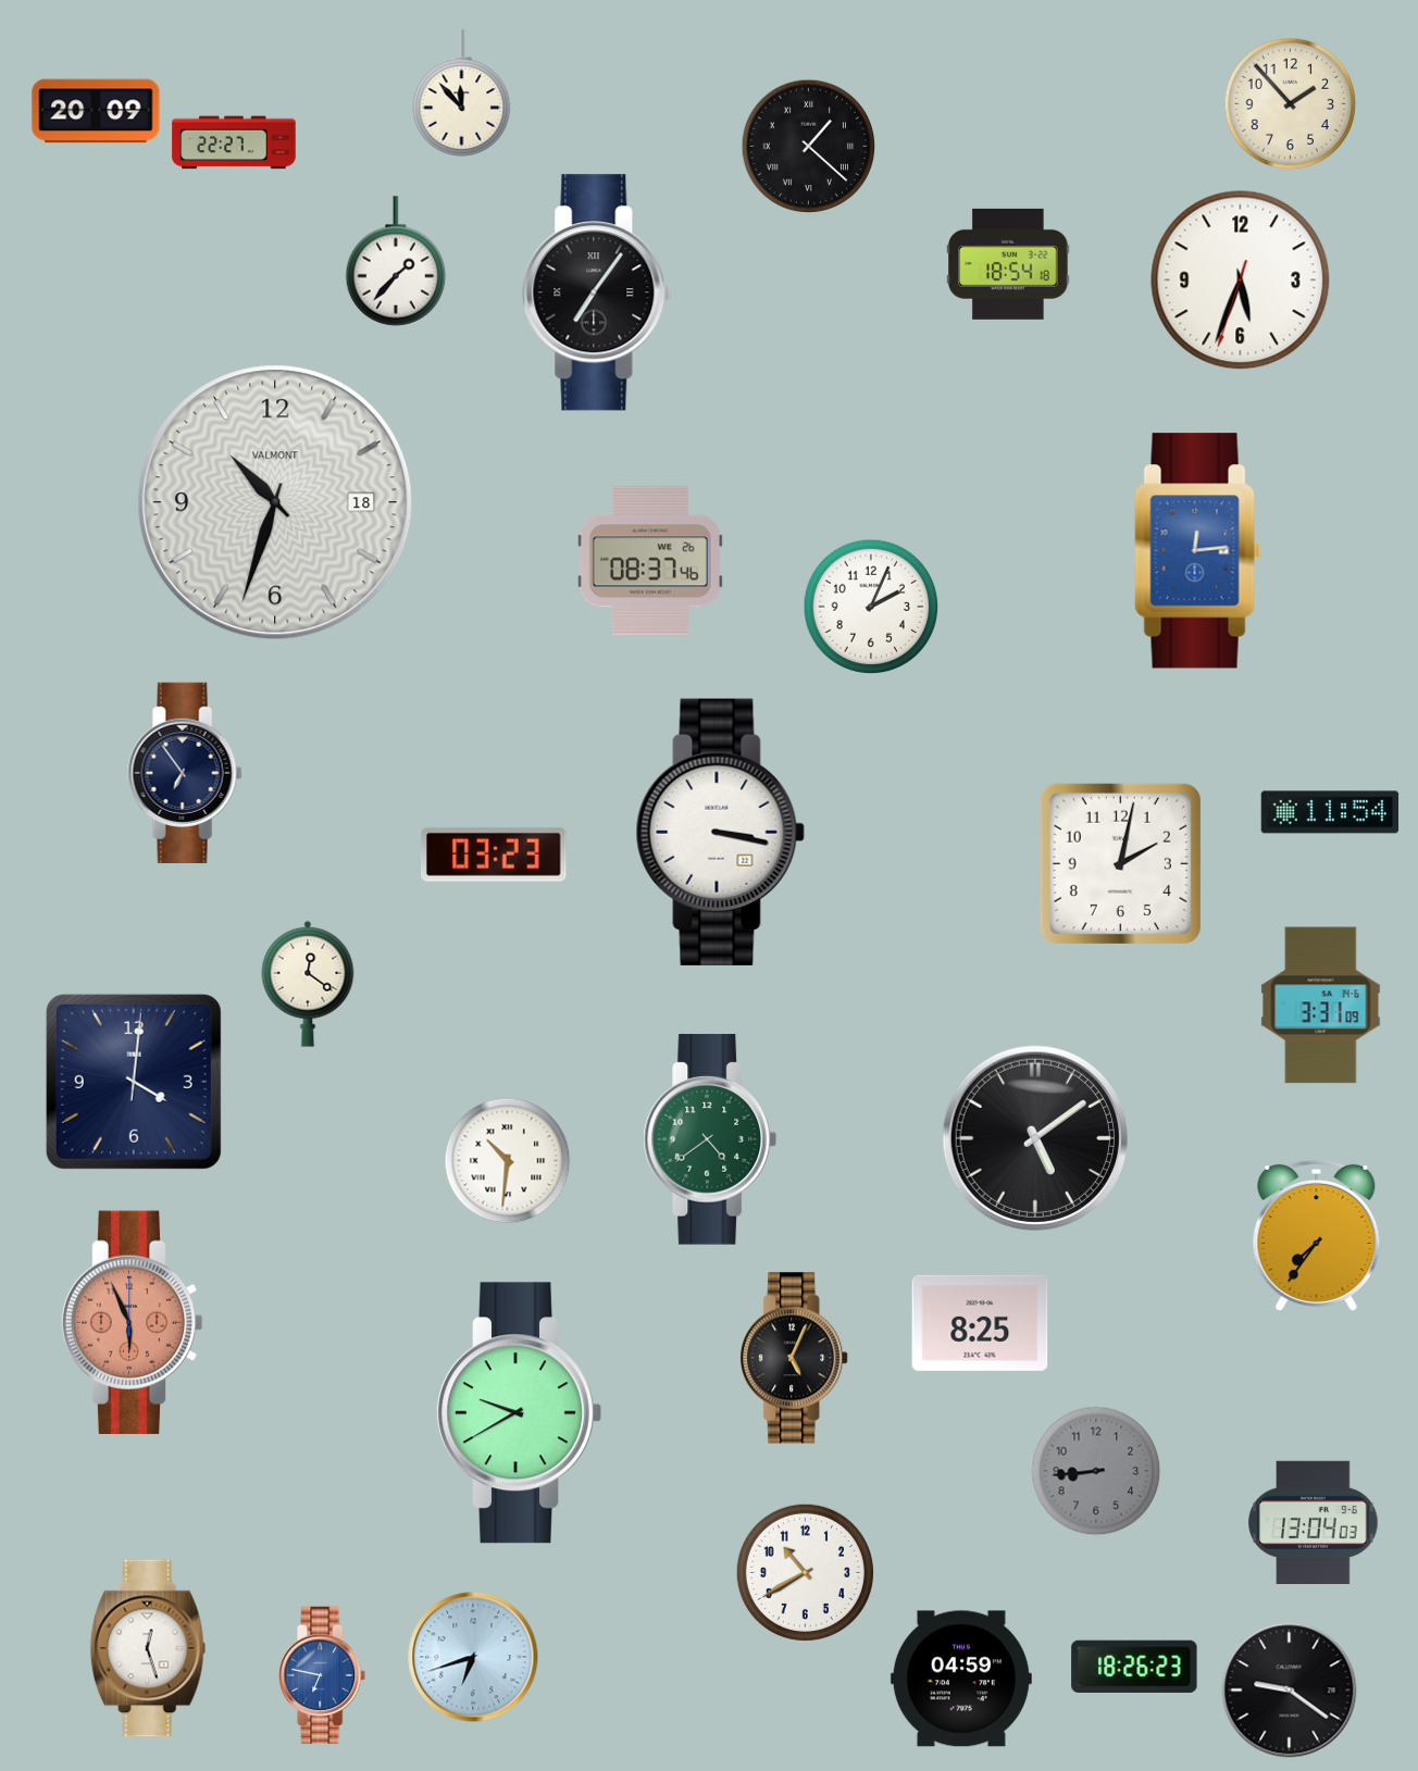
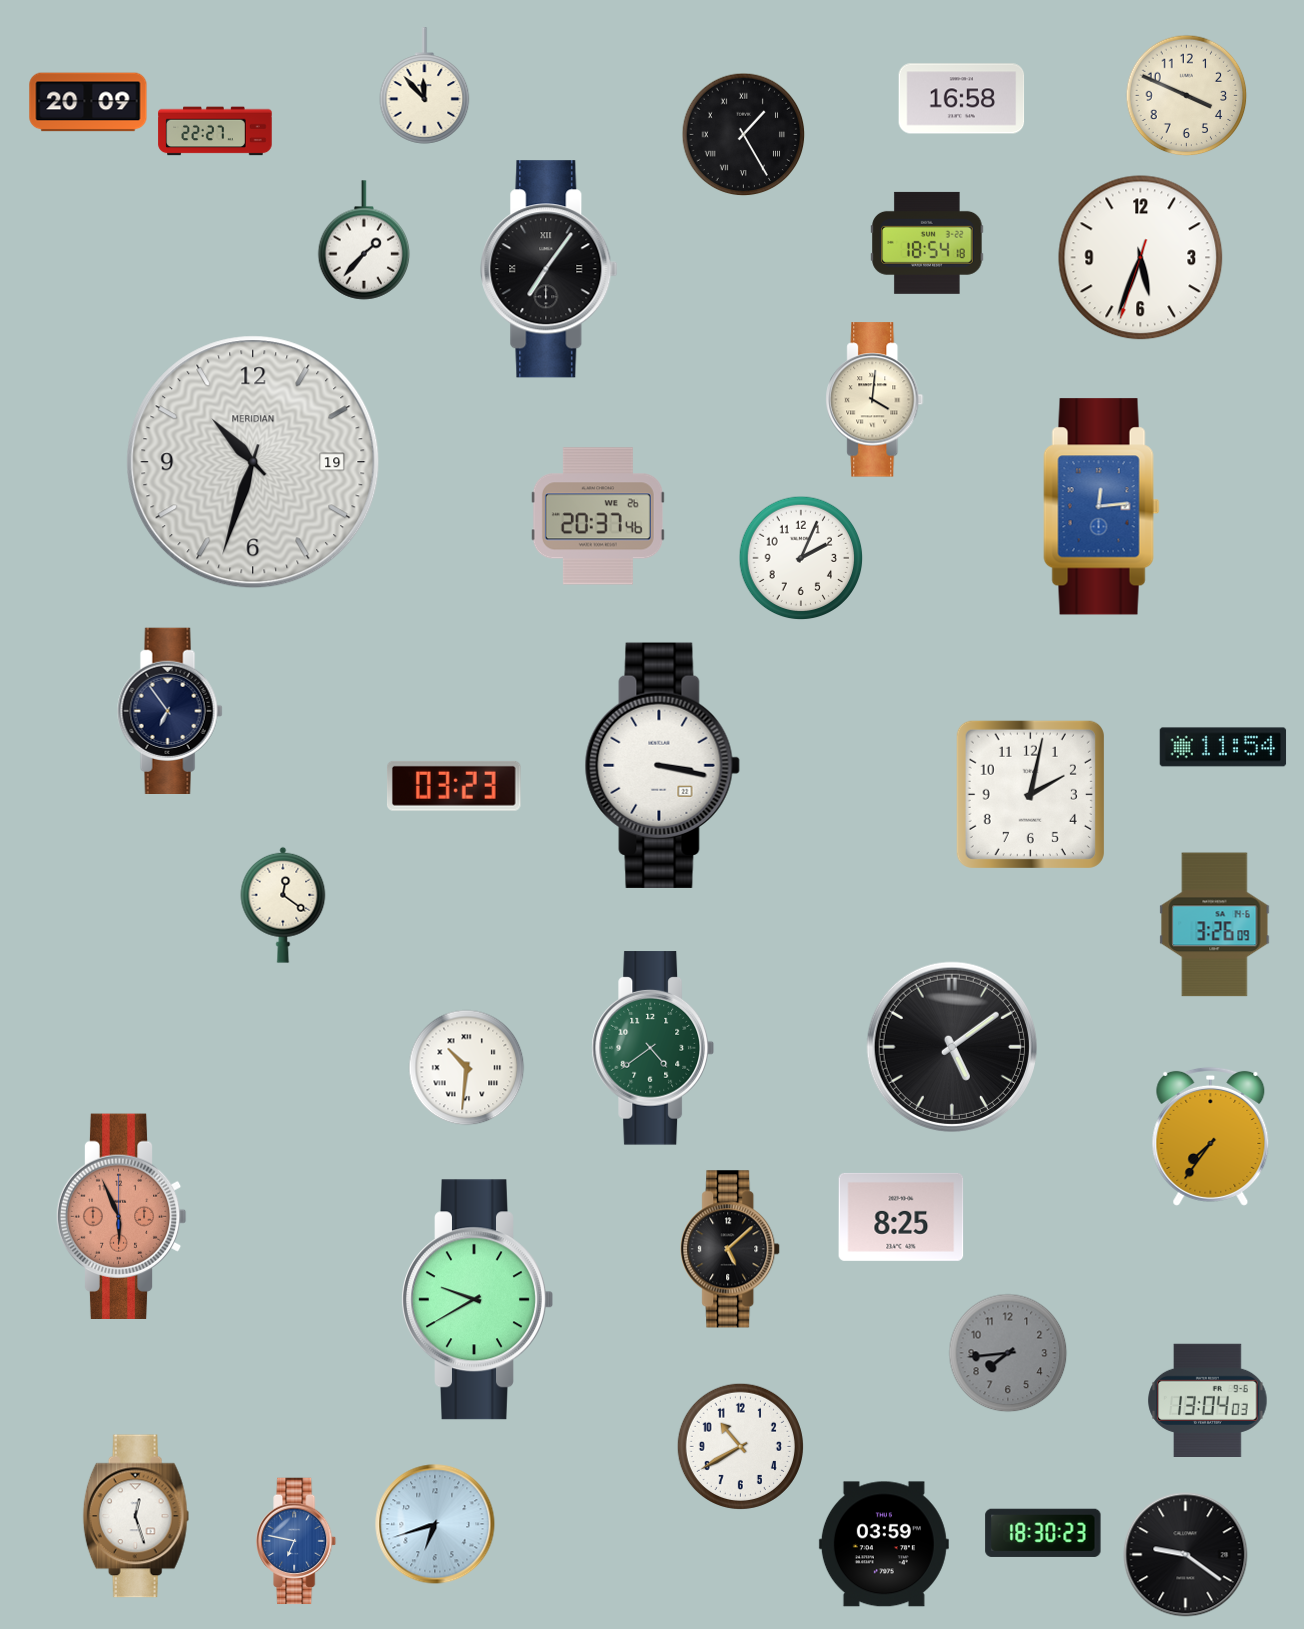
clock at (1291, 104): 1:53 -> 3:49
clock at (962, 99): none -> 16:58
clock at (809, 147): 1:22 -> 1:25
clock at (875, 400): none -> 4:01
clock at (275, 502) date: 18 -> 19
clock at (275, 502) brand: VALMONT -> MERIDIAN
clock at (650, 561): 08:37 -> 20:37
clock at (1321, 1006): 3:31 -> 3:26
clock at (134, 1082): 4:01 -> none
clock at (795, 1358): 5:04 -> 5:08
clock at (1096, 1471): 8:44 -> 7:44
clock at (1134, 1667): 18:26 -> 18:30
clock at (961, 1679): 04:59 -> 03:59
